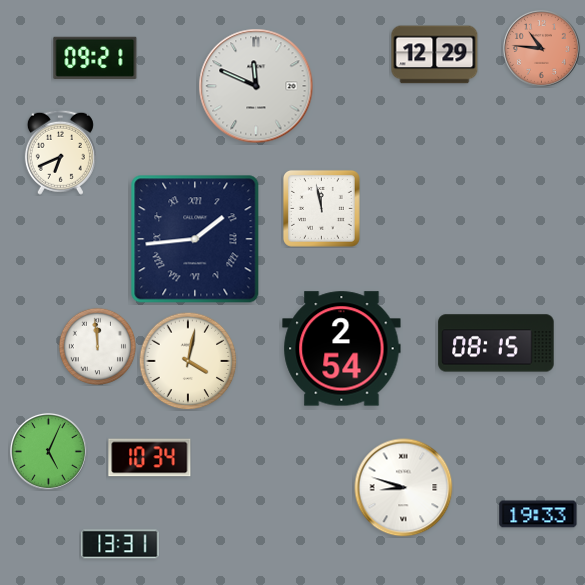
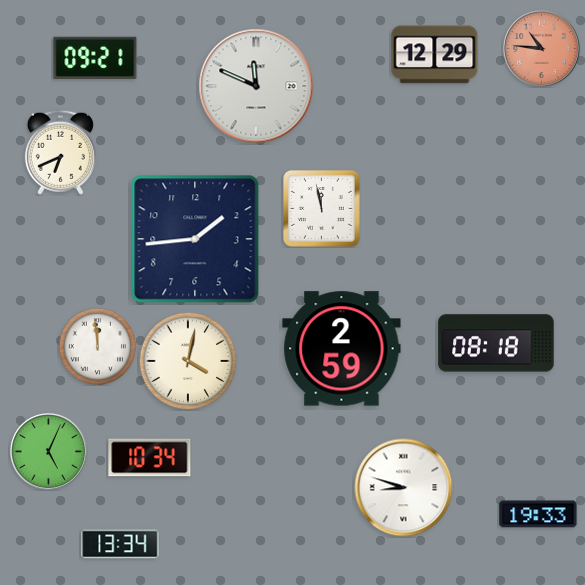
clock at (195, 239) numerals: Roman -> Arabic
clock at (496, 343): 08:15 -> 08:18
clock at (342, 349): 2:54 -> 2:59
clock at (120, 544): 13:31 -> 13:34
